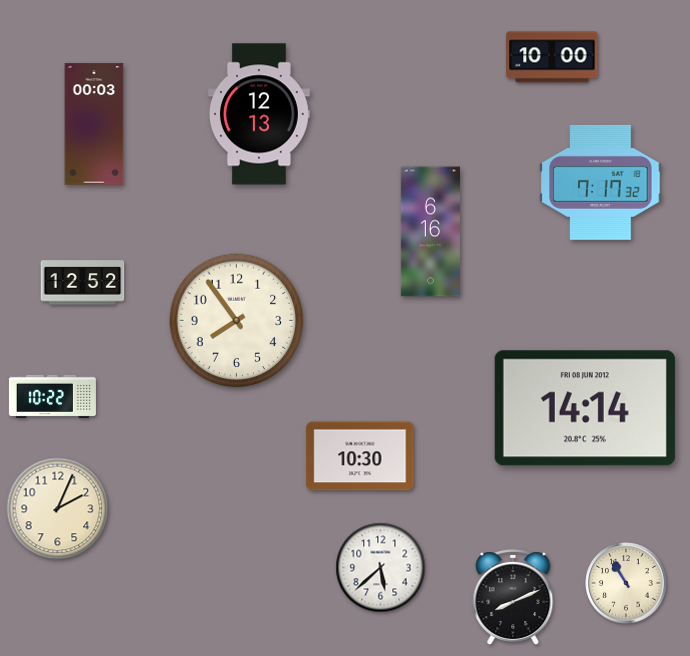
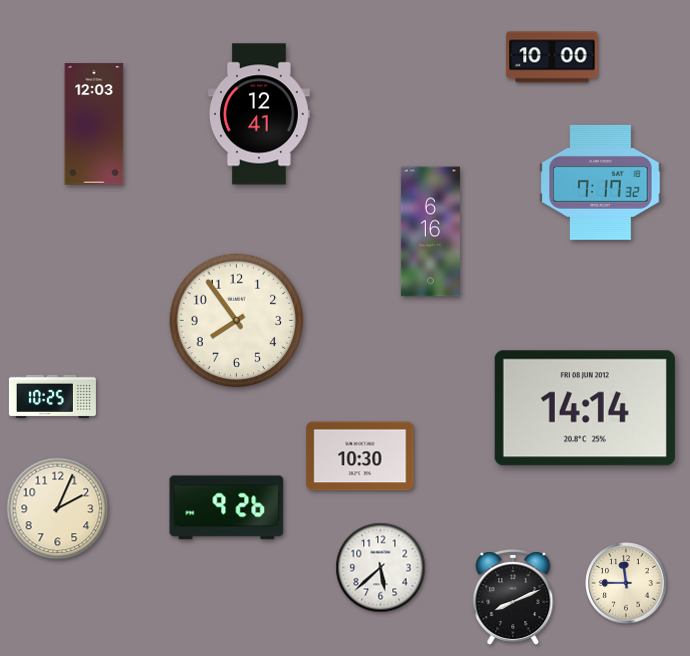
clock at (260, 114): 12:13 -> 12:41
clock at (94, 124): 00:03 -> 12:03
clock at (83, 283): 12:52 -> none
clock at (52, 396): 10:22 -> 10:25
clock at (227, 508): none -> 9:26
clock at (626, 583): 10:55 -> 11:45
